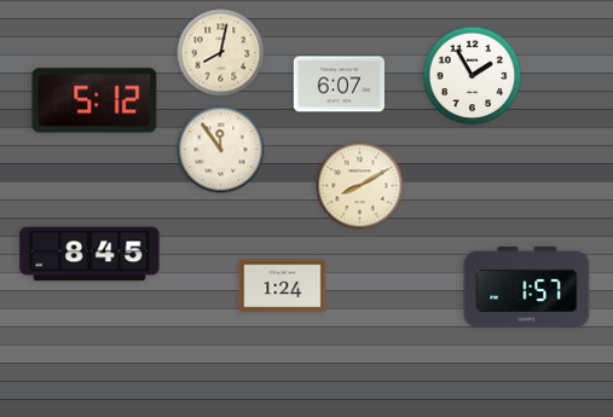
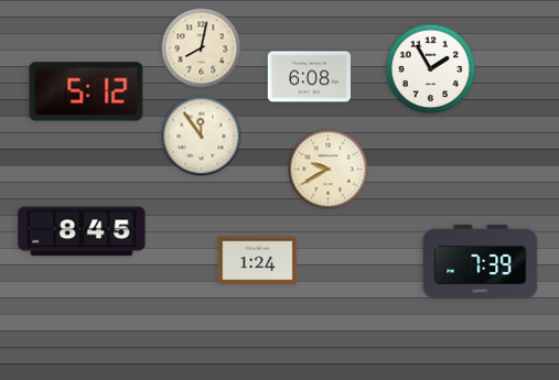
clock at (339, 85): 6:07 -> 6:08
clock at (360, 186): 8:10 -> 9:40
clock at (527, 286): 1:57 -> 7:39
